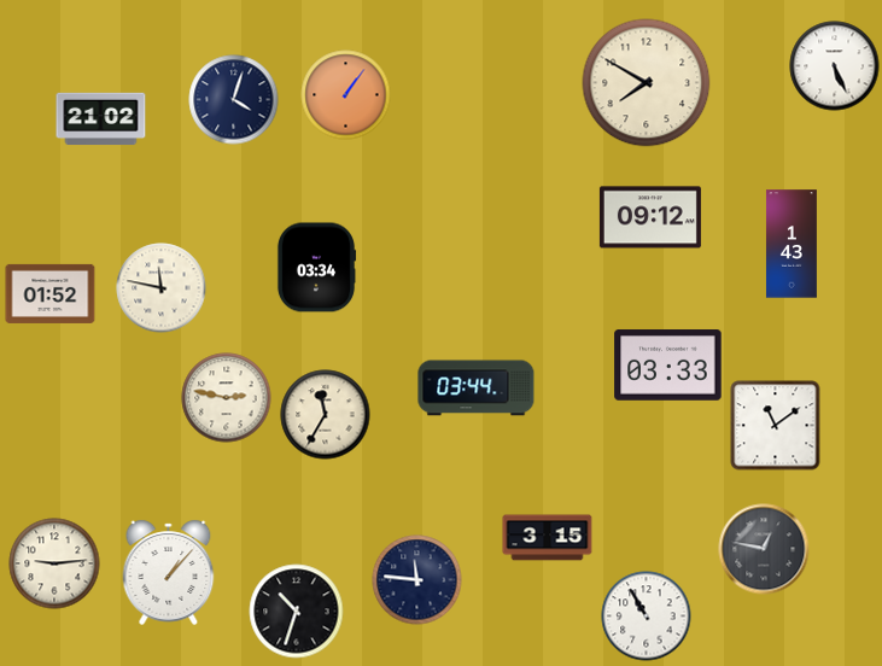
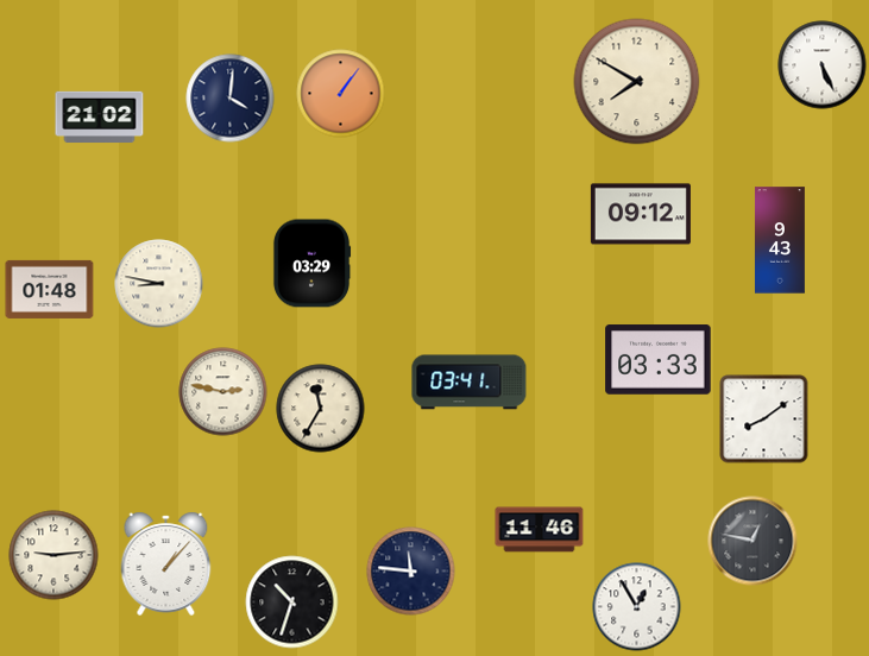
clock at (234, 100): 4:03 -> 4:01
clock at (792, 244): 1:43 -> 9:43
clock at (316, 268): 03:34 -> 03:29
clock at (162, 288): 11:47 -> 8:47
clock at (51, 293): 01:52 -> 01:48
clock at (477, 388): 03:44 -> 03:41
clock at (776, 426): 11:09 -> 8:09
clock at (548, 538): 3:15 -> 11:46
clock at (647, 617): 10:55 -> 12:55
